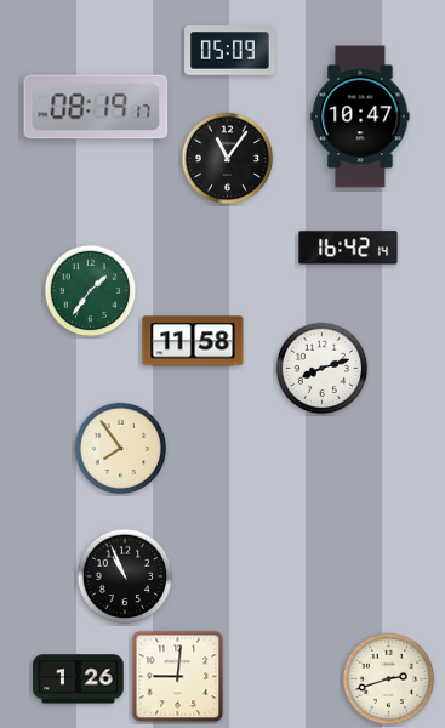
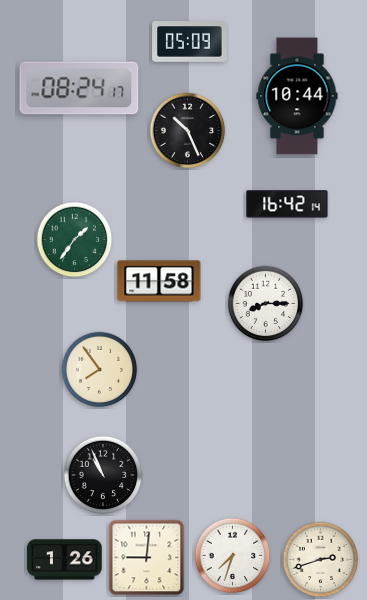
clock at (96, 107): 08:19 -> 08:24
clock at (360, 116): 10:47 -> 10:44
clock at (228, 159): 11:06 -> 10:26
clock at (323, 369): 8:12 -> 8:15
clock at (233, 556): none -> 7:33
